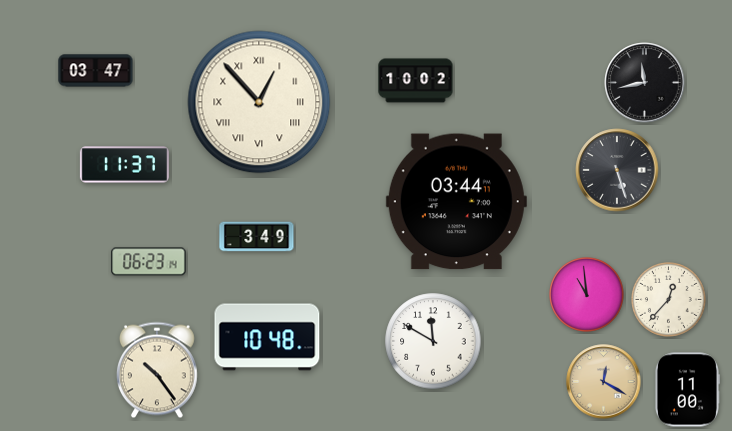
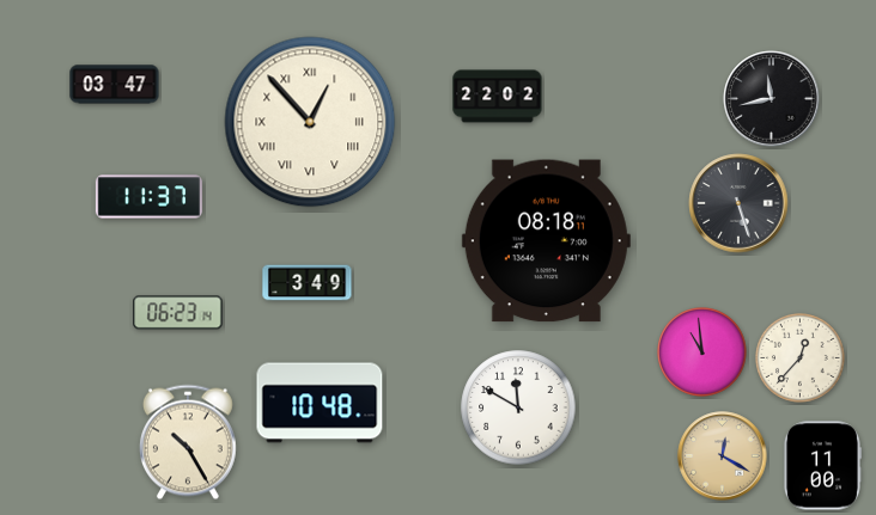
clock at (416, 81): 10:02 -> 22:02
clock at (456, 202): 03:44 -> 08:18
clock at (157, 370): 10:24 -> 10:25
